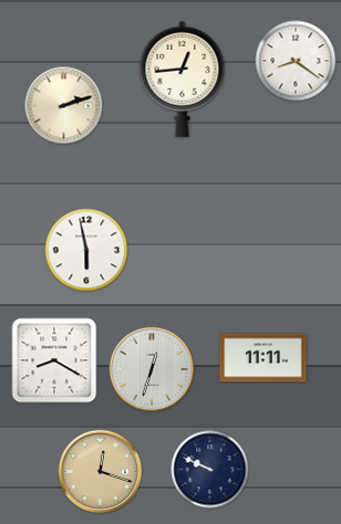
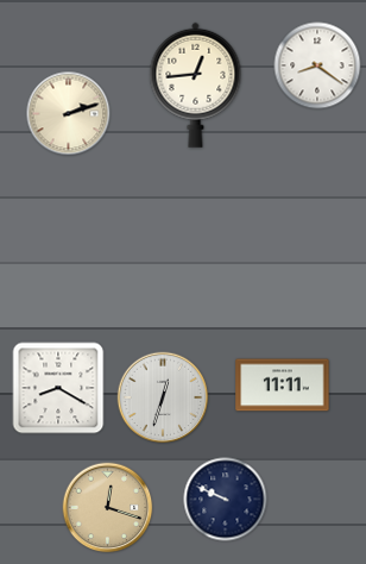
clock at (86, 250): 5:58 -> none
clock at (210, 470) position: (210, 470) -> (226, 500)
